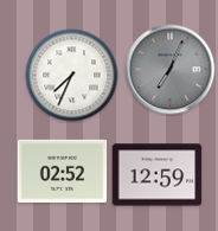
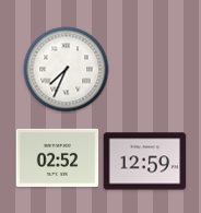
clock at (171, 70): 7:04 -> none
